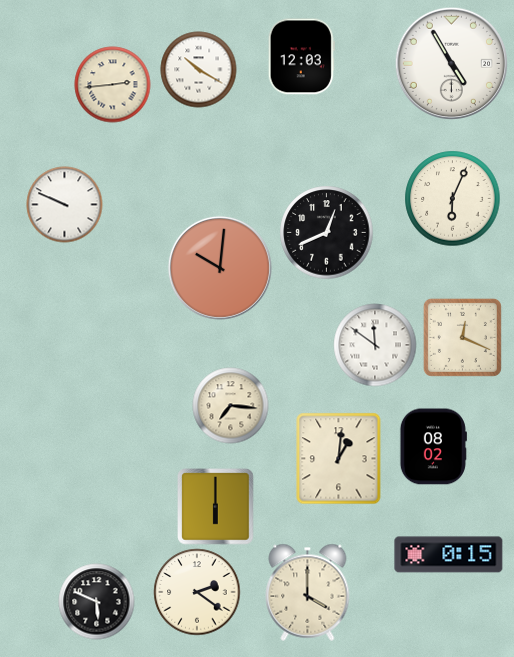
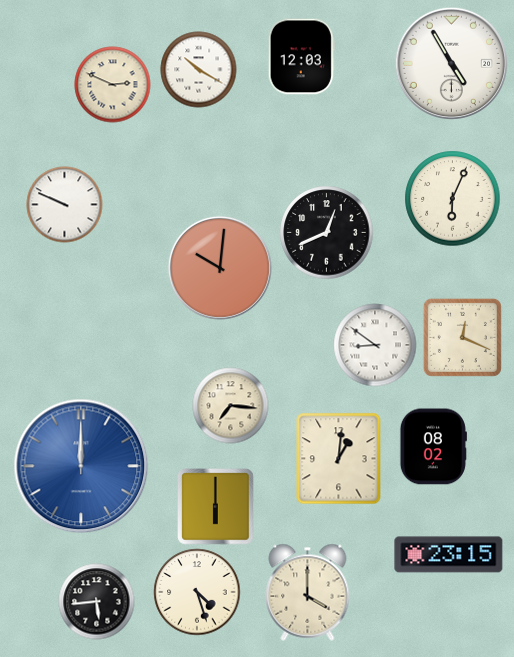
clock at (113, 85): 2:44 -> 2:49
clock at (375, 345): 11:51 -> 8:51
clock at (81, 466): none -> 12:00
clock at (449, 555): 0:15 -> 23:15
clock at (197, 592): 2:21 -> 4:27
clock at (97, 602): 5:49 -> 5:44
